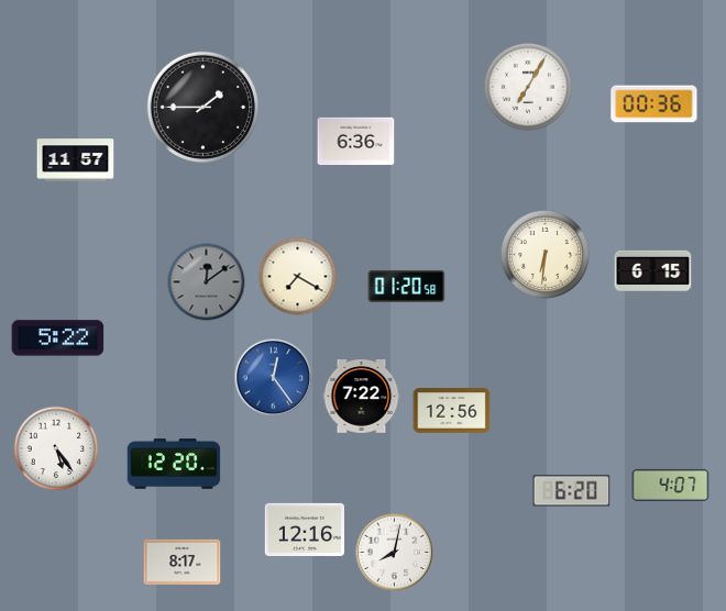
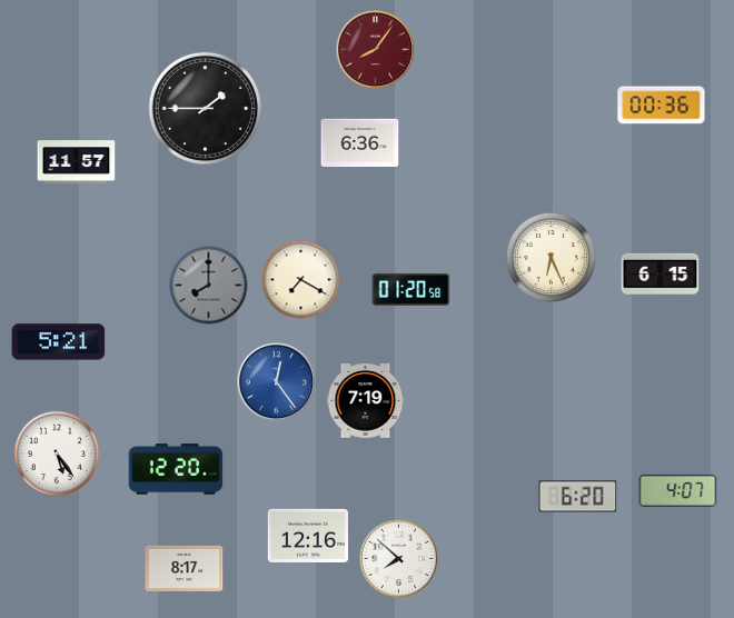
clock at (376, 50): none -> 8:06
clock at (528, 87): 7:05 -> none
clock at (544, 254): 6:31 -> 6:26
clock at (207, 282): 12:09 -> 8:00
clock at (58, 338): 5:22 -> 5:21
clock at (362, 397): 7:22 -> 7:19
clock at (452, 411): 12:56 -> none
clock at (395, 553): 8:02 -> 7:52
